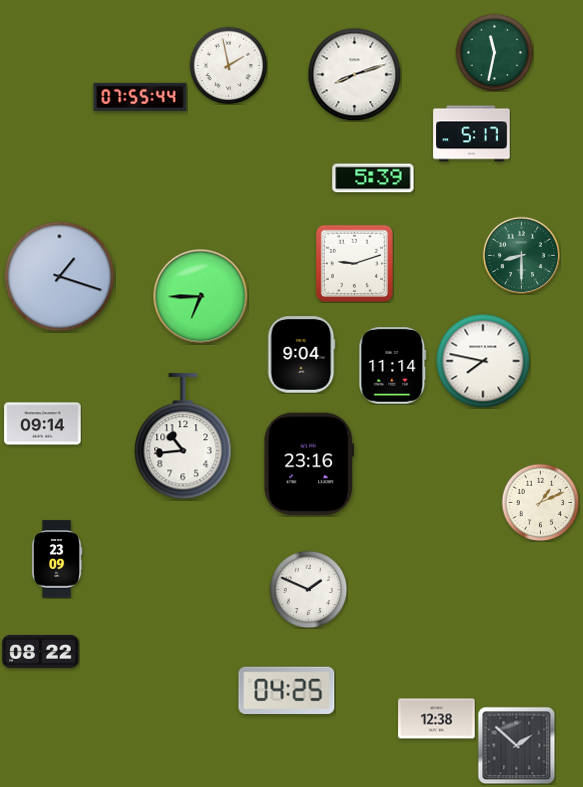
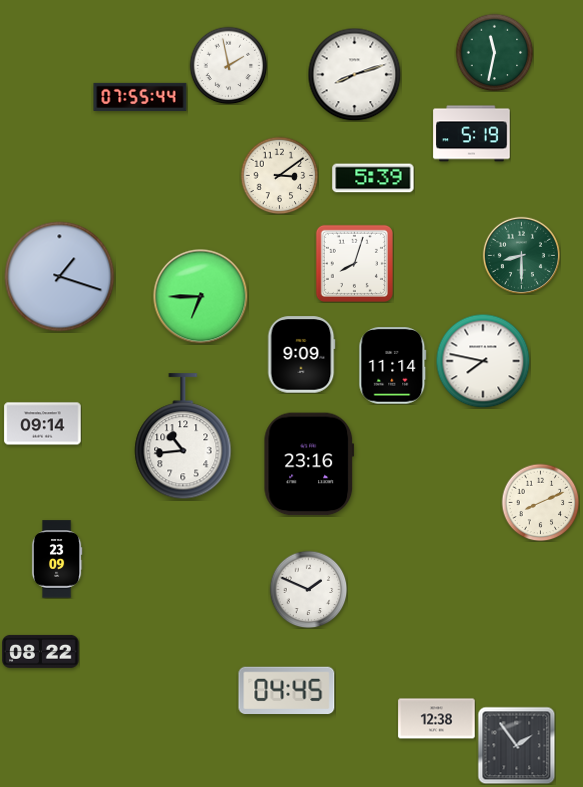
clock at (472, 134): 5:17 -> 5:19
clock at (279, 175): none -> 3:09
clock at (354, 263): 9:12 -> 8:03
clock at (301, 355): 9:04 -> 9:09
clock at (540, 502): 1:11 -> 8:11
clock at (287, 691): 04:25 -> 04:45
clock at (516, 745): 1:52 -> 1:54
